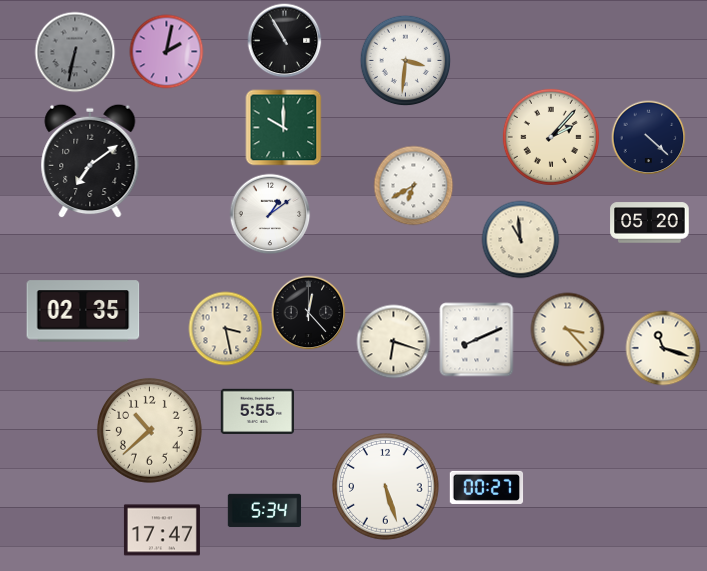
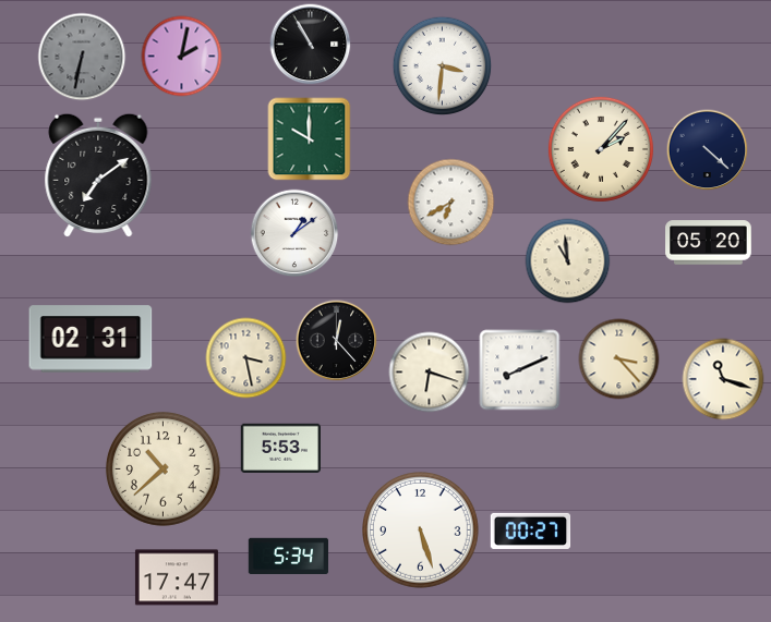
clock at (83, 311): 02:35 -> 02:31
clock at (257, 411): 5:55 -> 5:53
